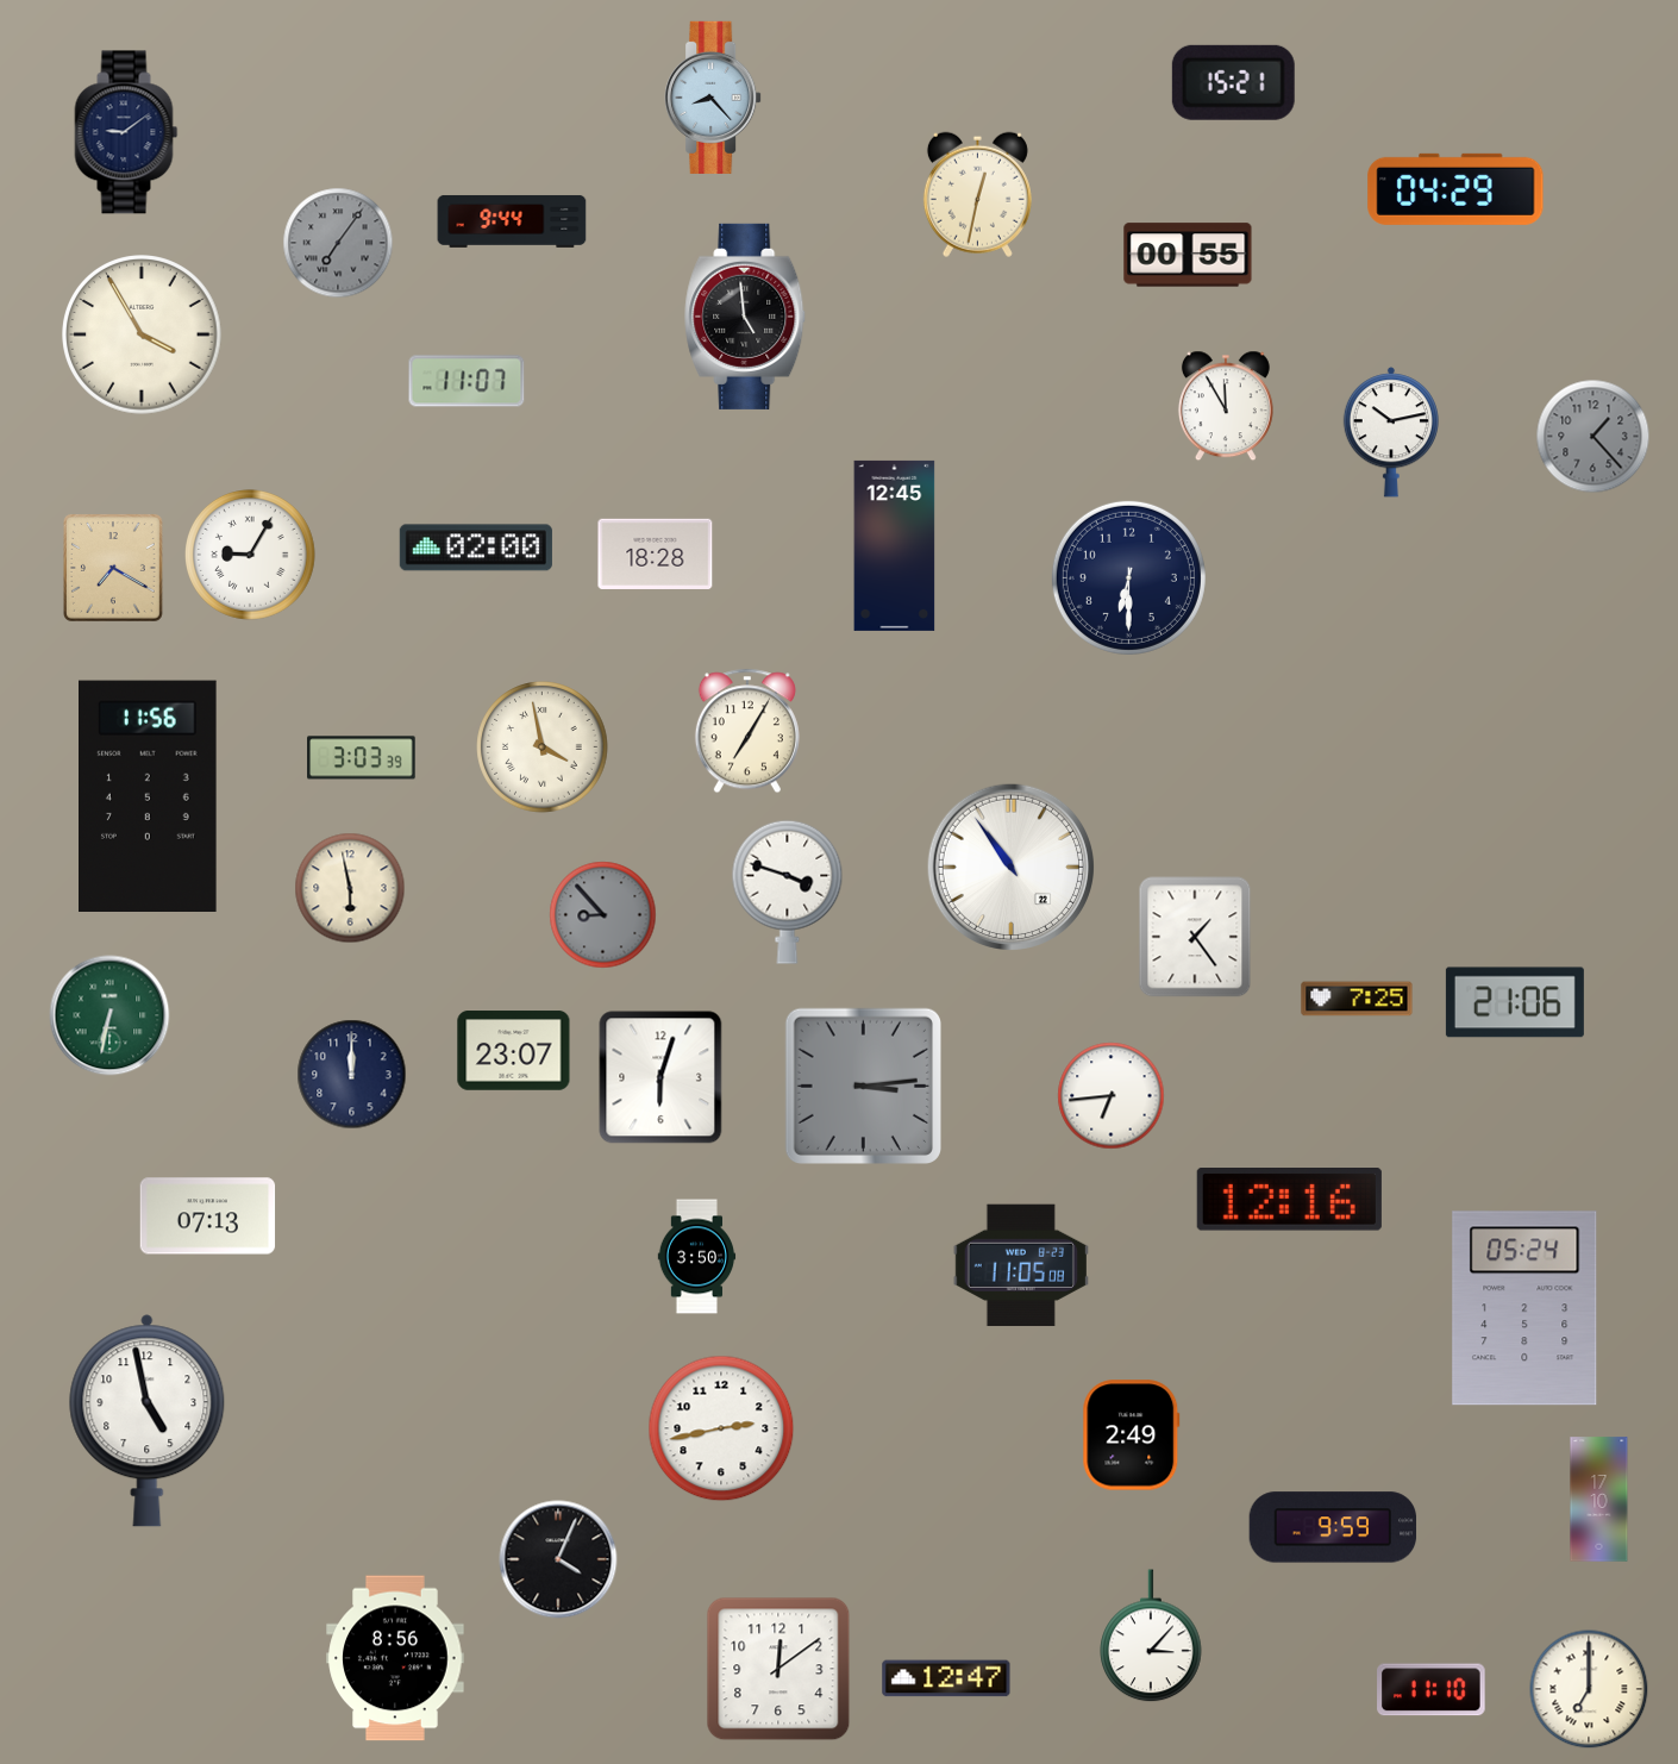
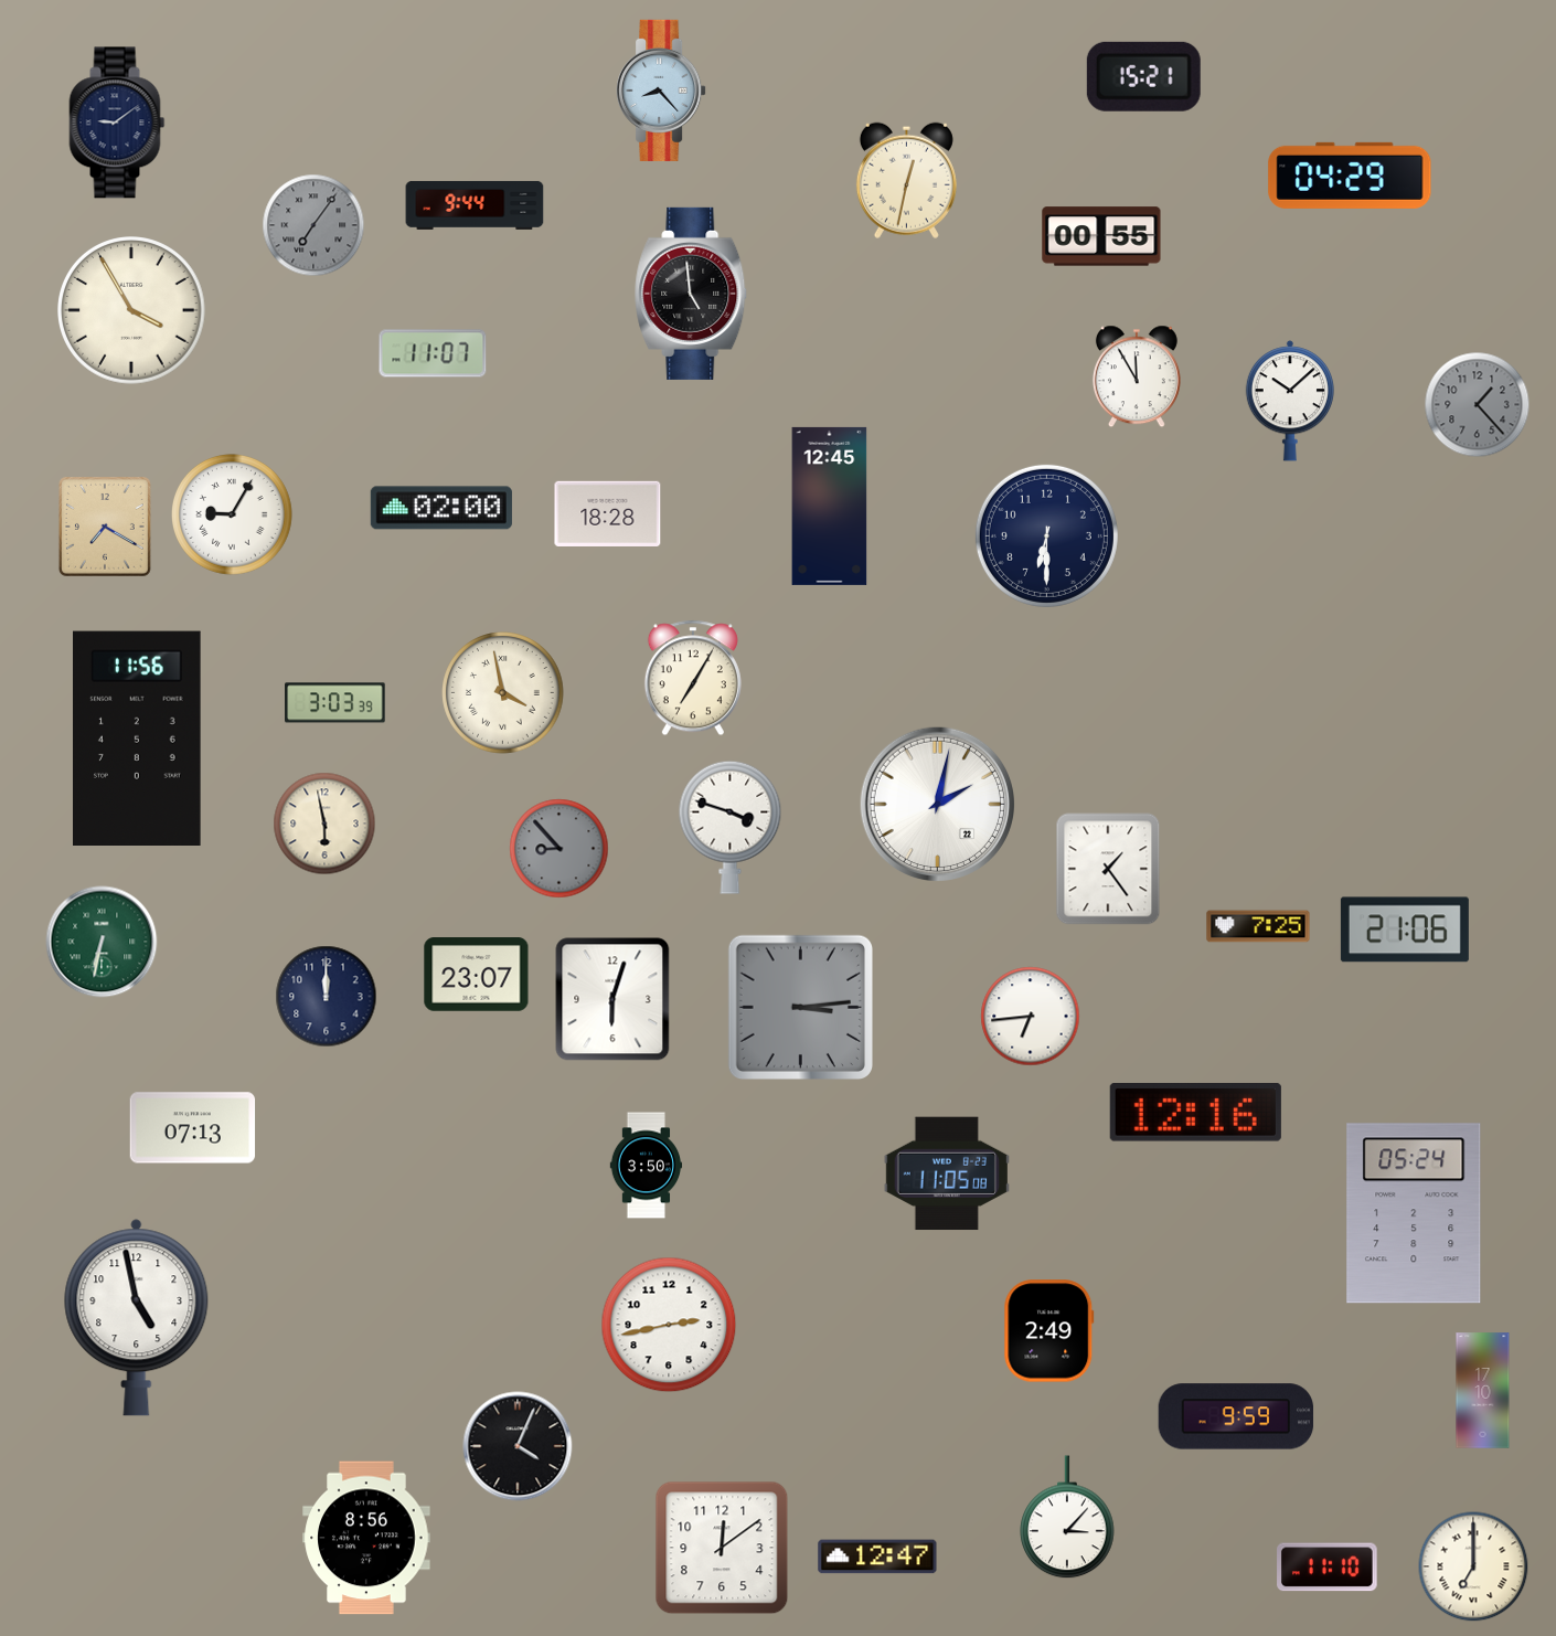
clock at (1390, 432): 10:13 -> 10:08
clock at (1010, 867): 10:54 -> 2:02
